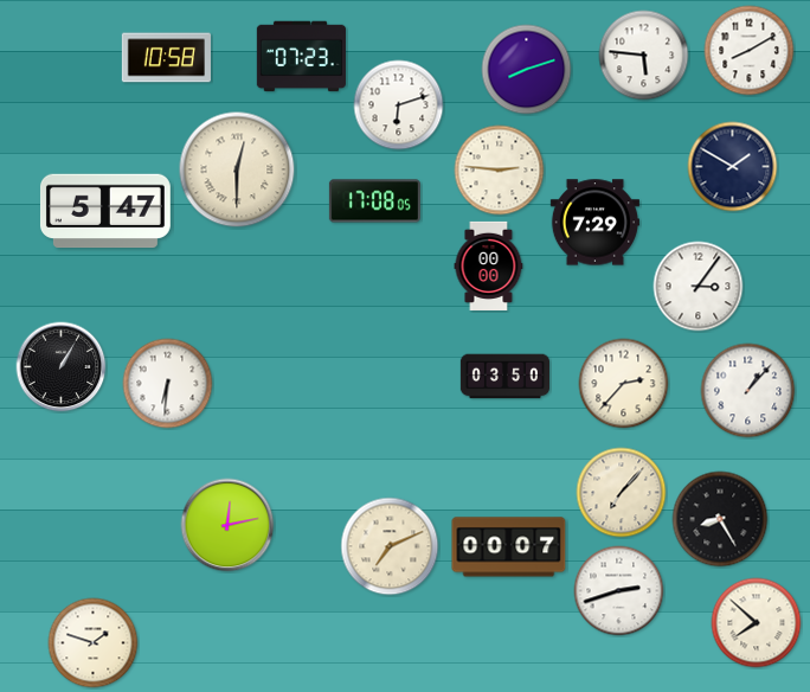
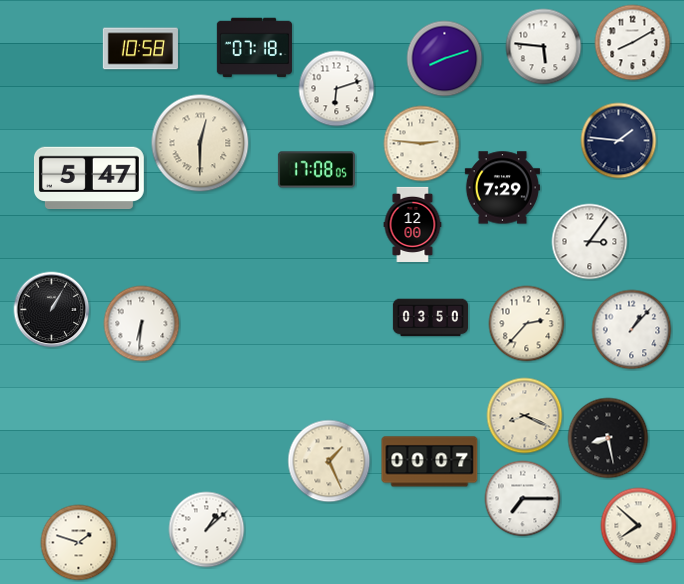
clock at (301, 57): 07:23 -> 07:18
clock at (733, 167): 1:50 -> 1:46
clock at (489, 265): 00:00 -> 12:00
clock at (504, 377) position: (504, 377) -> (430, 318)
clock at (622, 493): 7:07 -> 8:19
clock at (720, 519): 8:25 -> 8:28
clock at (227, 525): 12:13 -> none
clock at (390, 546): 7:11 -> 1:26
clock at (619, 591): 2:42 -> 7:15
clock at (207, 530): none -> 1:08
